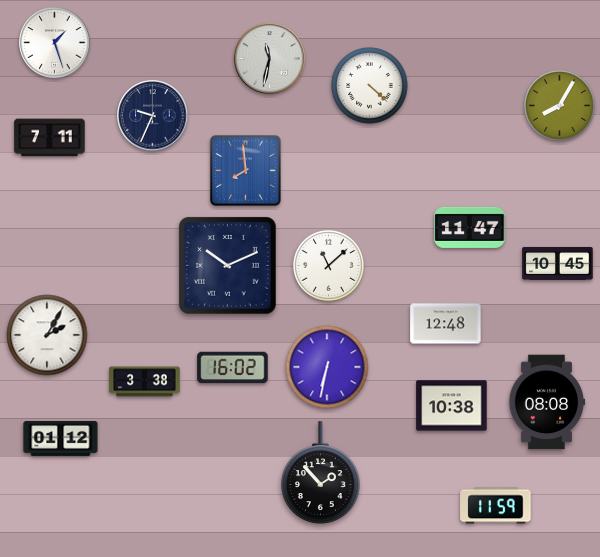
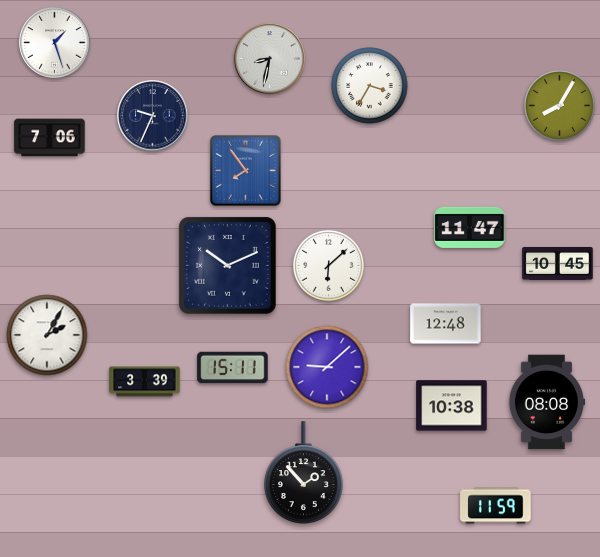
clock at (270, 59): 11:32 -> 8:32
clock at (370, 86): 4:22 -> 3:35
clock at (50, 138): 7:11 -> 7:06
clock at (246, 171): 7:59 -> 7:54
clock at (328, 265): 11:08 -> 6:08
clock at (327, 367): 6:32 -> 9:08
clock at (233, 368): 16:02 -> 15:11
clock at (145, 382): 3:38 -> 3:39
clock at (61, 438): 01:12 -> none
clock at (321, 473) position: (321, 473) -> (304, 473)
